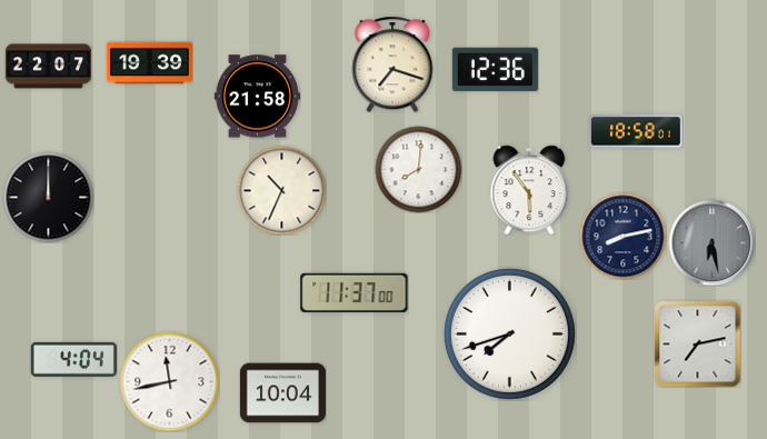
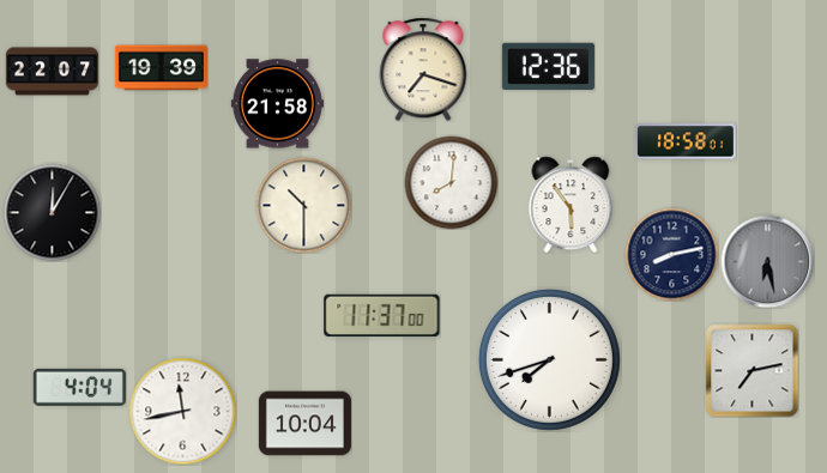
clock at (495, 70) position: (495, 70) -> (548, 67)
clock at (281, 190): 10:34 -> 10:30
clock at (48, 197): 12:00 -> 12:05
